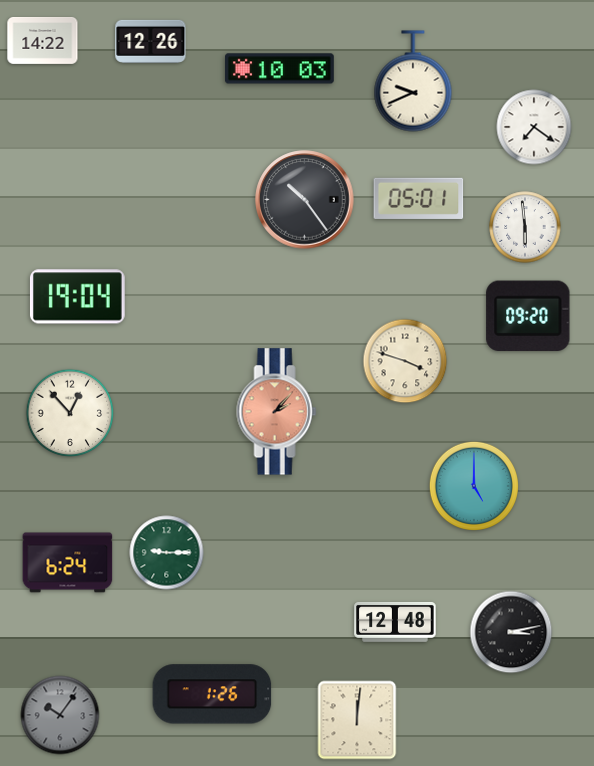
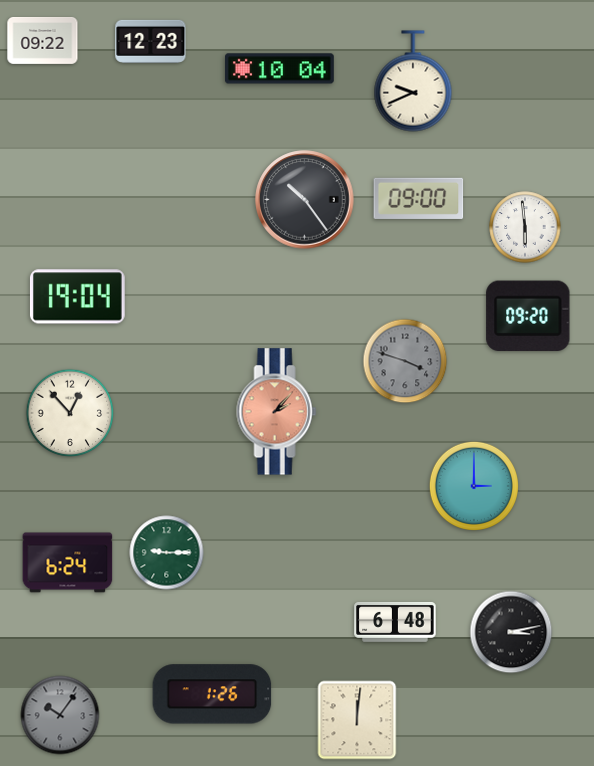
clock at (43, 40): 14:22 -> 09:22
clock at (151, 41): 12:26 -> 12:23
clock at (279, 69): 10:03 -> 10:04
clock at (534, 127): 7:21 -> none
clock at (419, 198): 05:01 -> 09:00
clock at (405, 361) dial: cream -> grey
clock at (474, 486): 5:00 -> 3:00
clock at (395, 622): 12:48 -> 6:48
